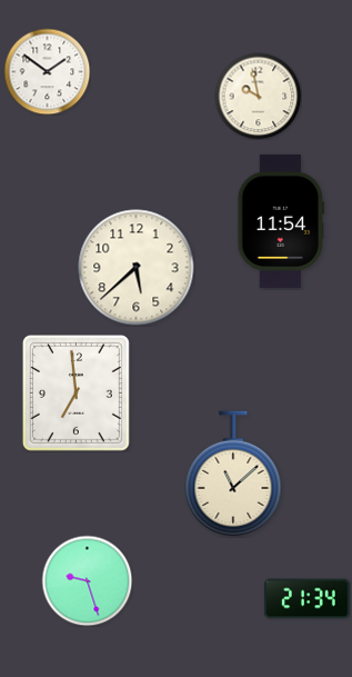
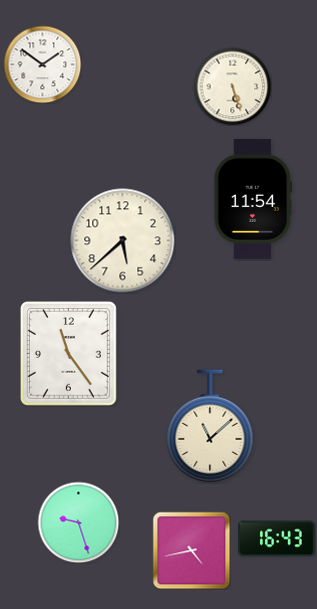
clock at (258, 96): 9:58 -> 5:27
clock at (76, 392): 6:59 -> 11:24
clock at (308, 599): 21:34 -> 16:43
clock at (191, 550): none -> 4:43
